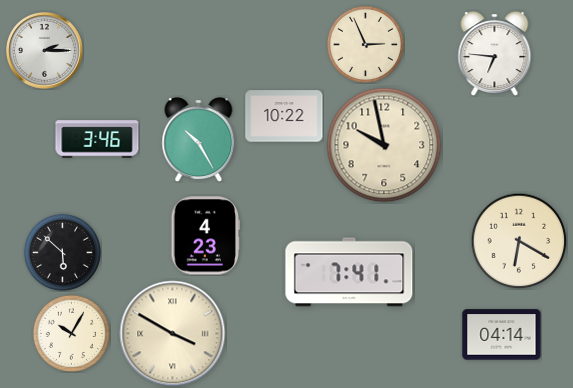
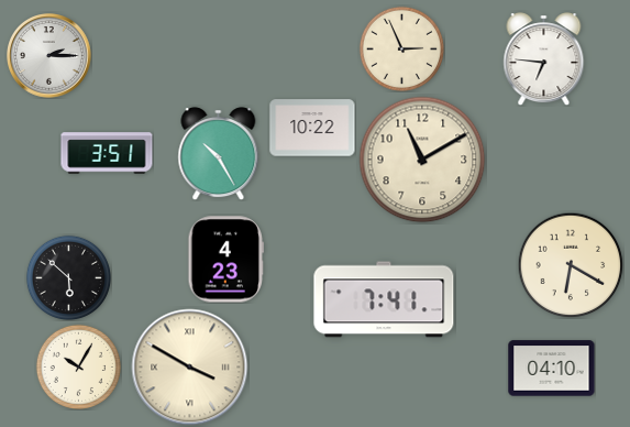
clock at (97, 139): 3:46 -> 3:51
clock at (384, 145): 9:58 -> 11:10
clock at (502, 335): 04:14 -> 04:10
